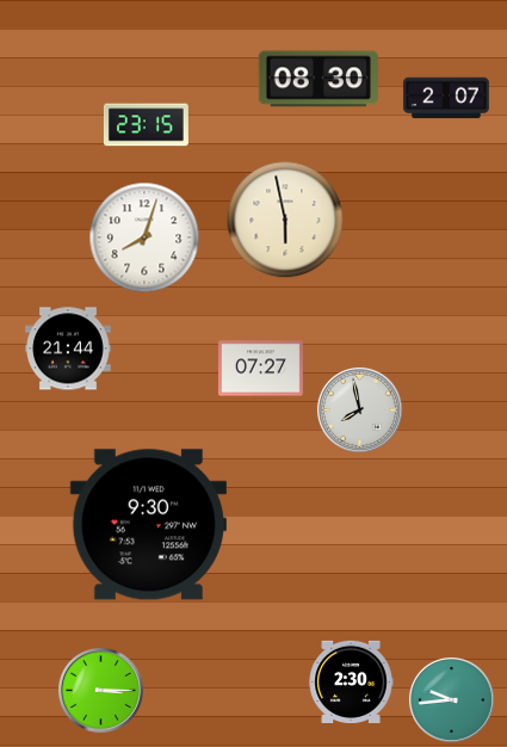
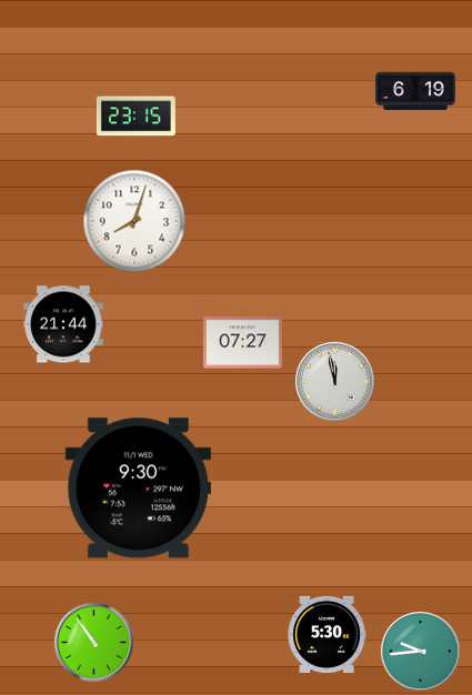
clock at (319, 79): 08:30 -> none
clock at (446, 98): 2:07 -> 6:19
clock at (285, 220): 5:58 -> none
clock at (359, 409): 7:58 -> 11:58
clock at (351, 681): 2:30 -> 5:30
clock at (100, 690): 3:15 -> 10:54
